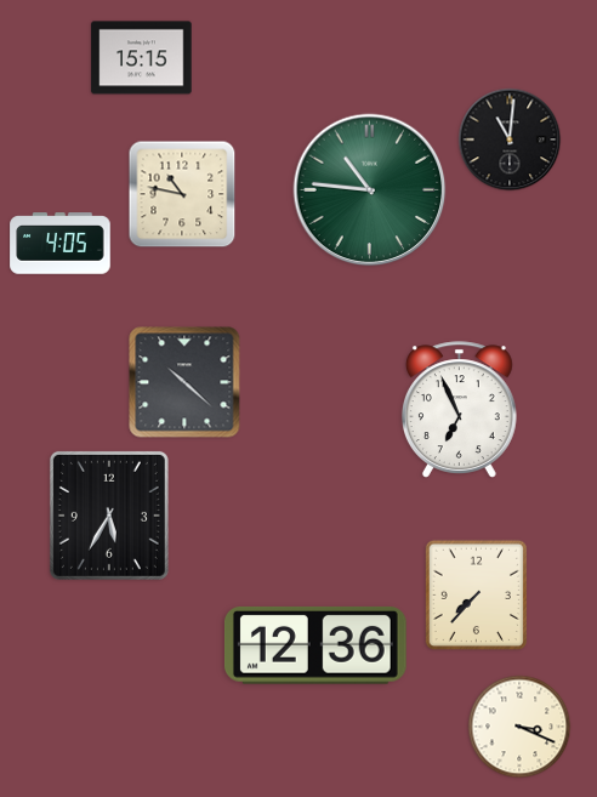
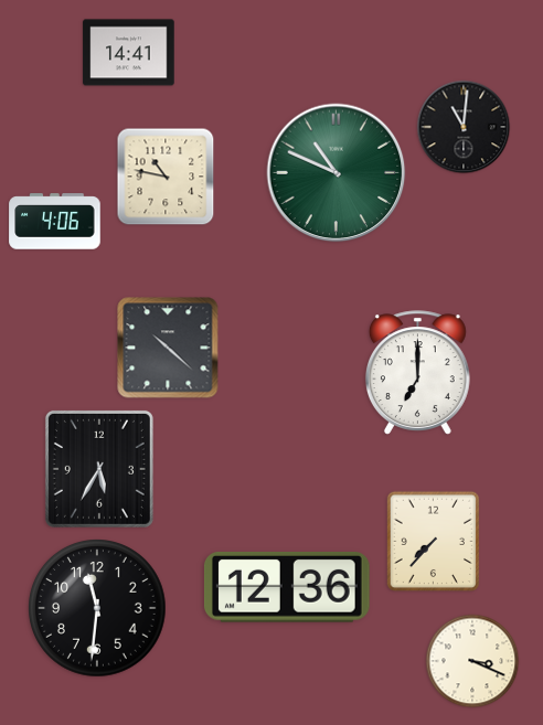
clock at (142, 58): 15:15 -> 14:41
clock at (370, 190): 10:46 -> 10:49
clock at (61, 244): 4:05 -> 4:06
clock at (459, 410): 6:56 -> 7:00
clock at (97, 608): none -> 11:31
